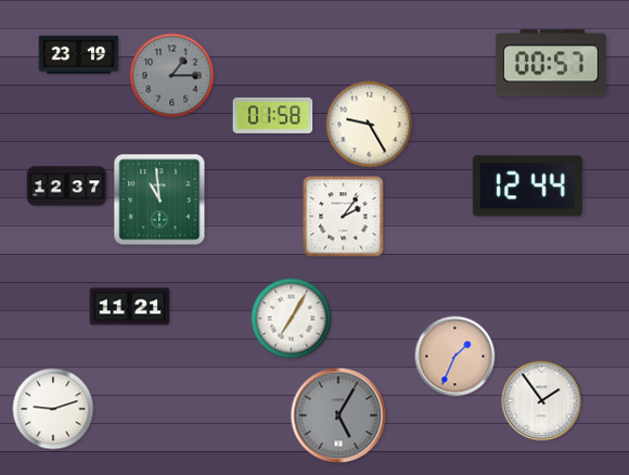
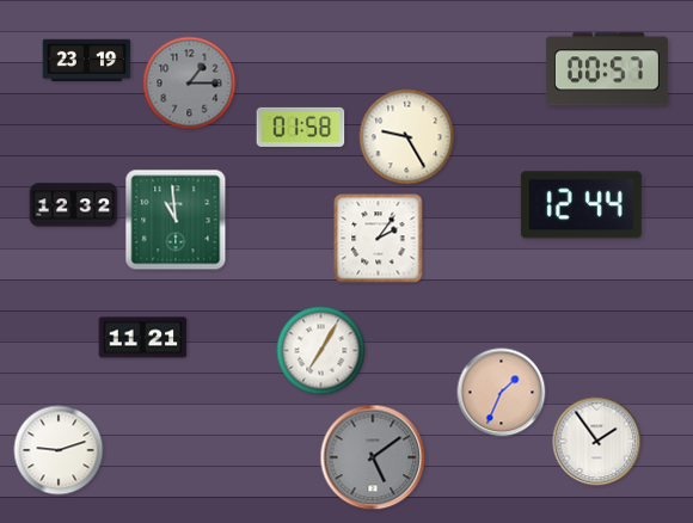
clock at (67, 187): 12:37 -> 12:32
clock at (338, 415): 5:05 -> 5:09
